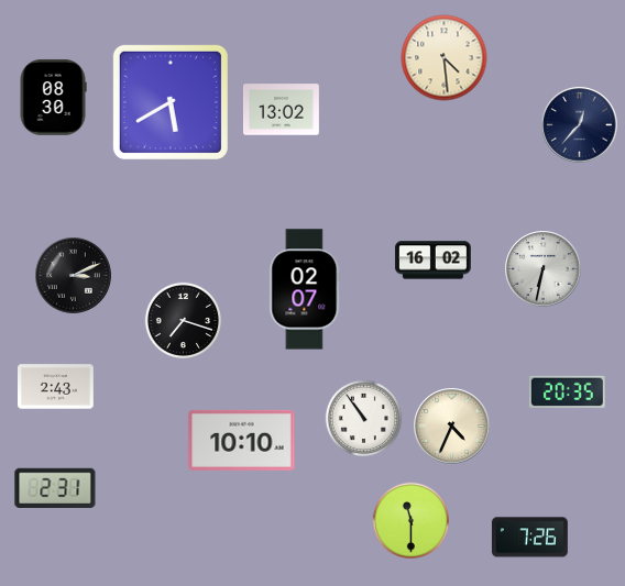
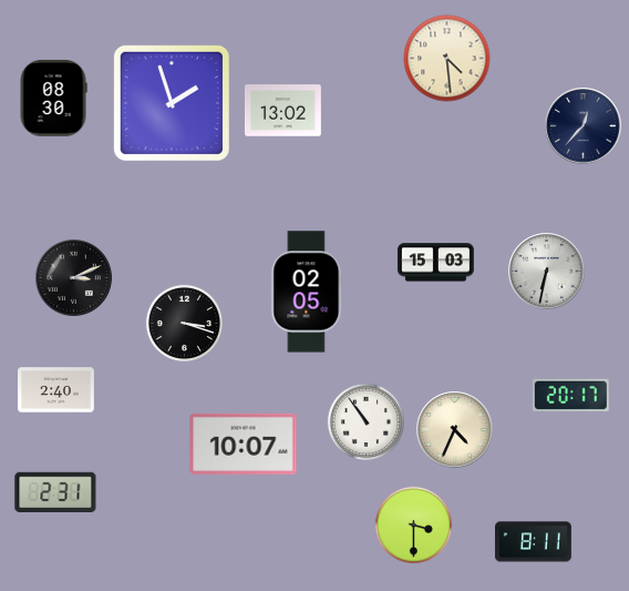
clock at (171, 102): 5:40 -> 1:57
clock at (434, 261): 16:02 -> 15:03
clock at (305, 289): 02:07 -> 02:05
clock at (183, 320): 7:18 -> 3:18
clock at (56, 387): 2:43 -> 2:40
clock at (567, 391): 20:35 -> 20:17
clock at (242, 440): 10:10 -> 10:07
clock at (410, 520): 11:30 -> 3:30
clock at (529, 538): 7:26 -> 8:11
